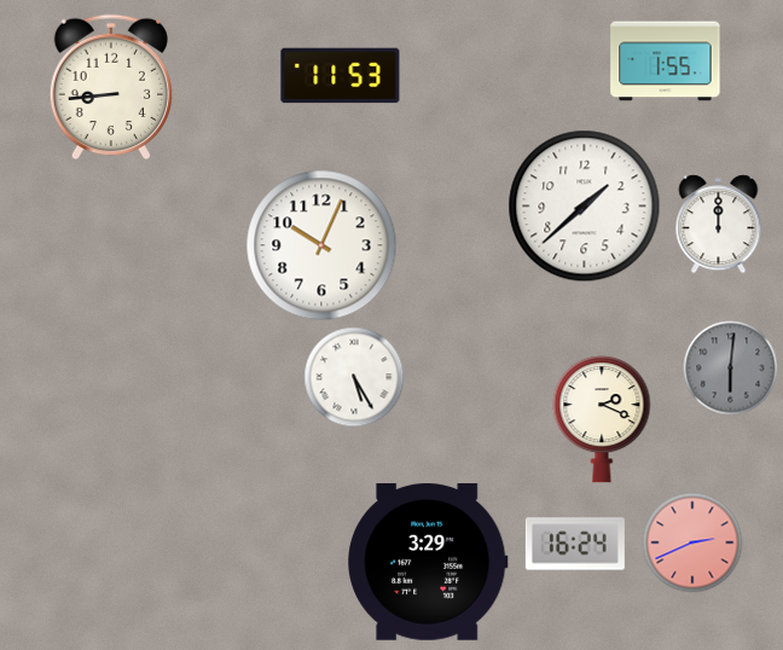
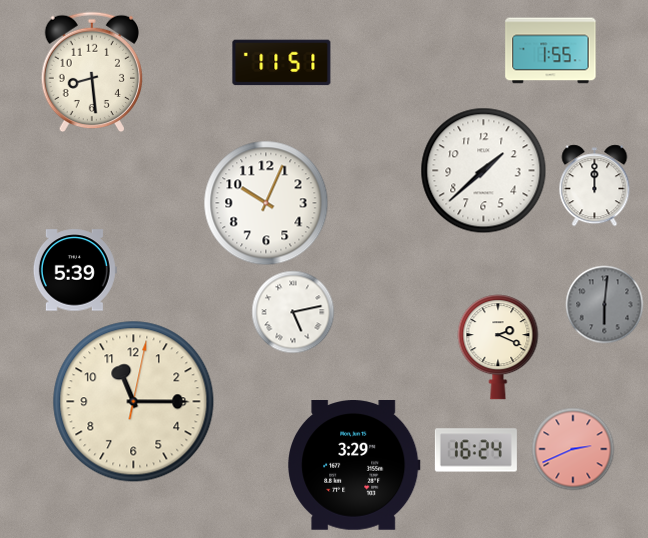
clock at (341, 76): 11:53 -> 11:51
clock at (110, 87): 8:44 -> 8:29
clock at (75, 270): none -> 5:39
clock at (354, 377): 5:25 -> 5:13
clock at (134, 402): none -> 11:15
